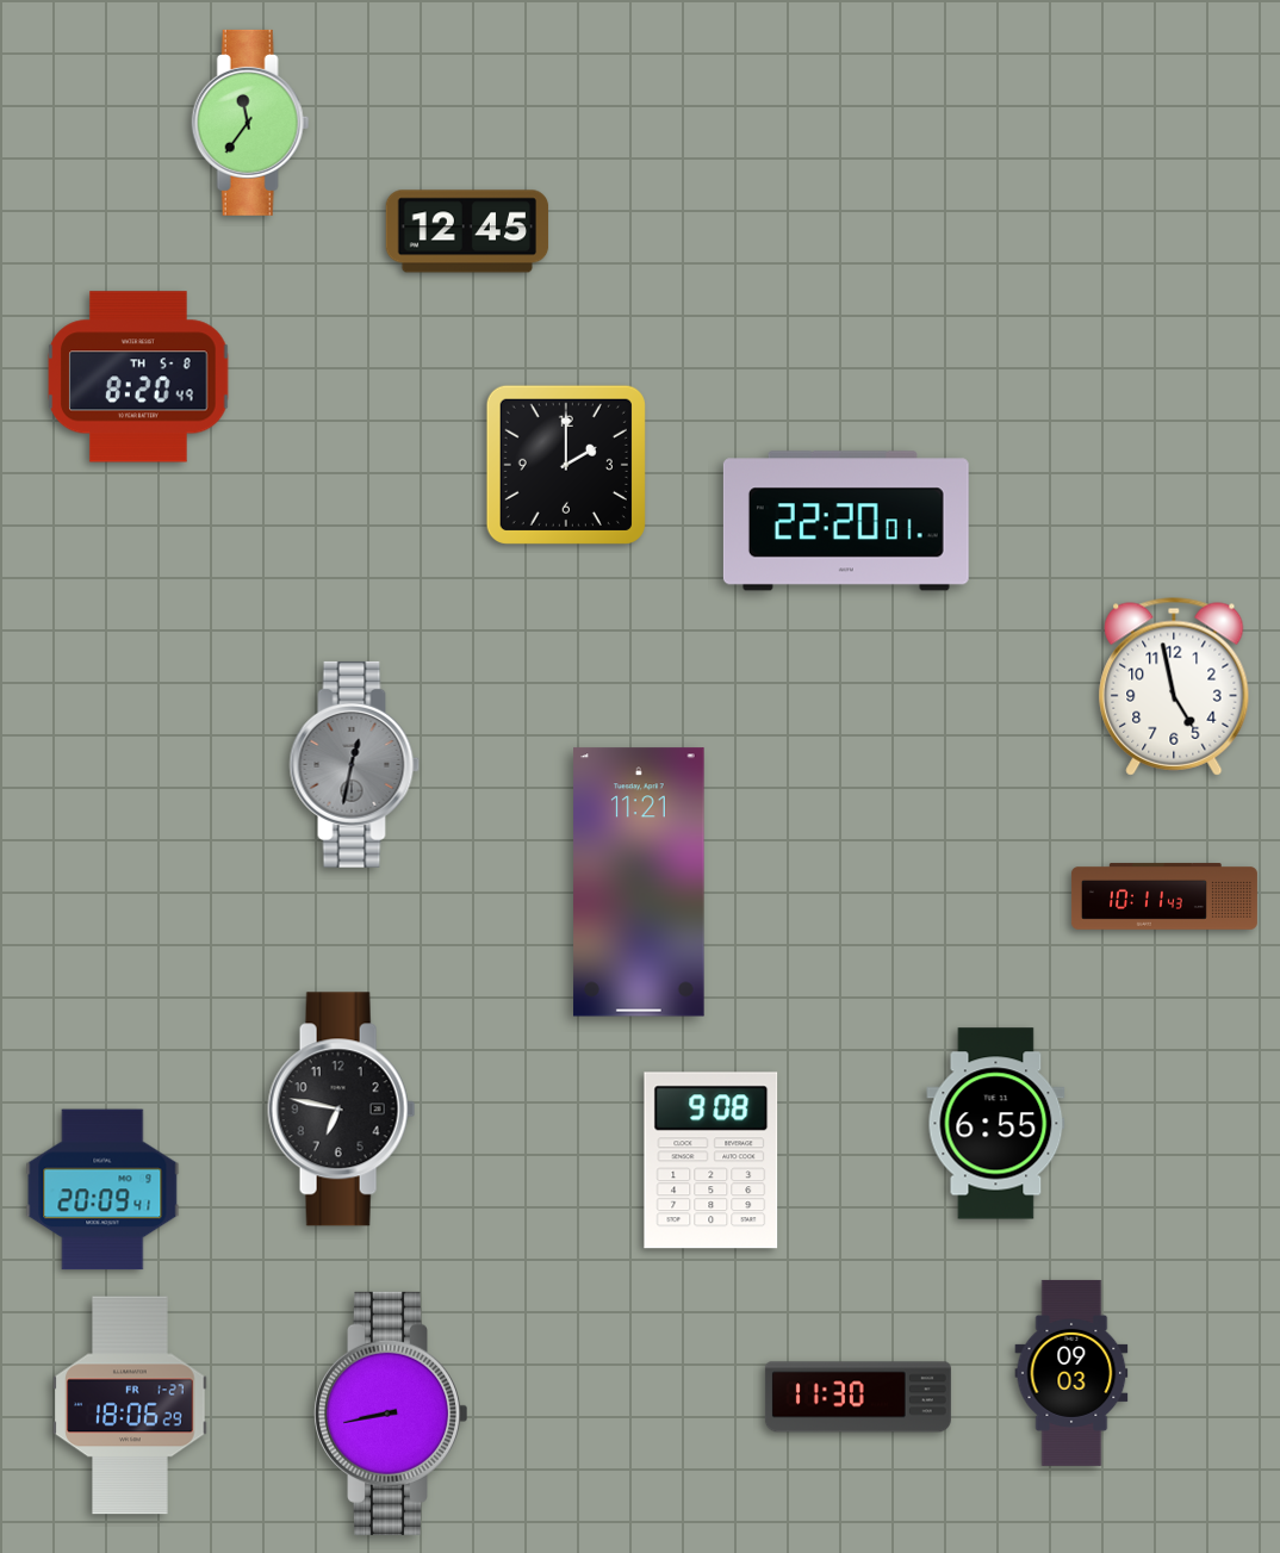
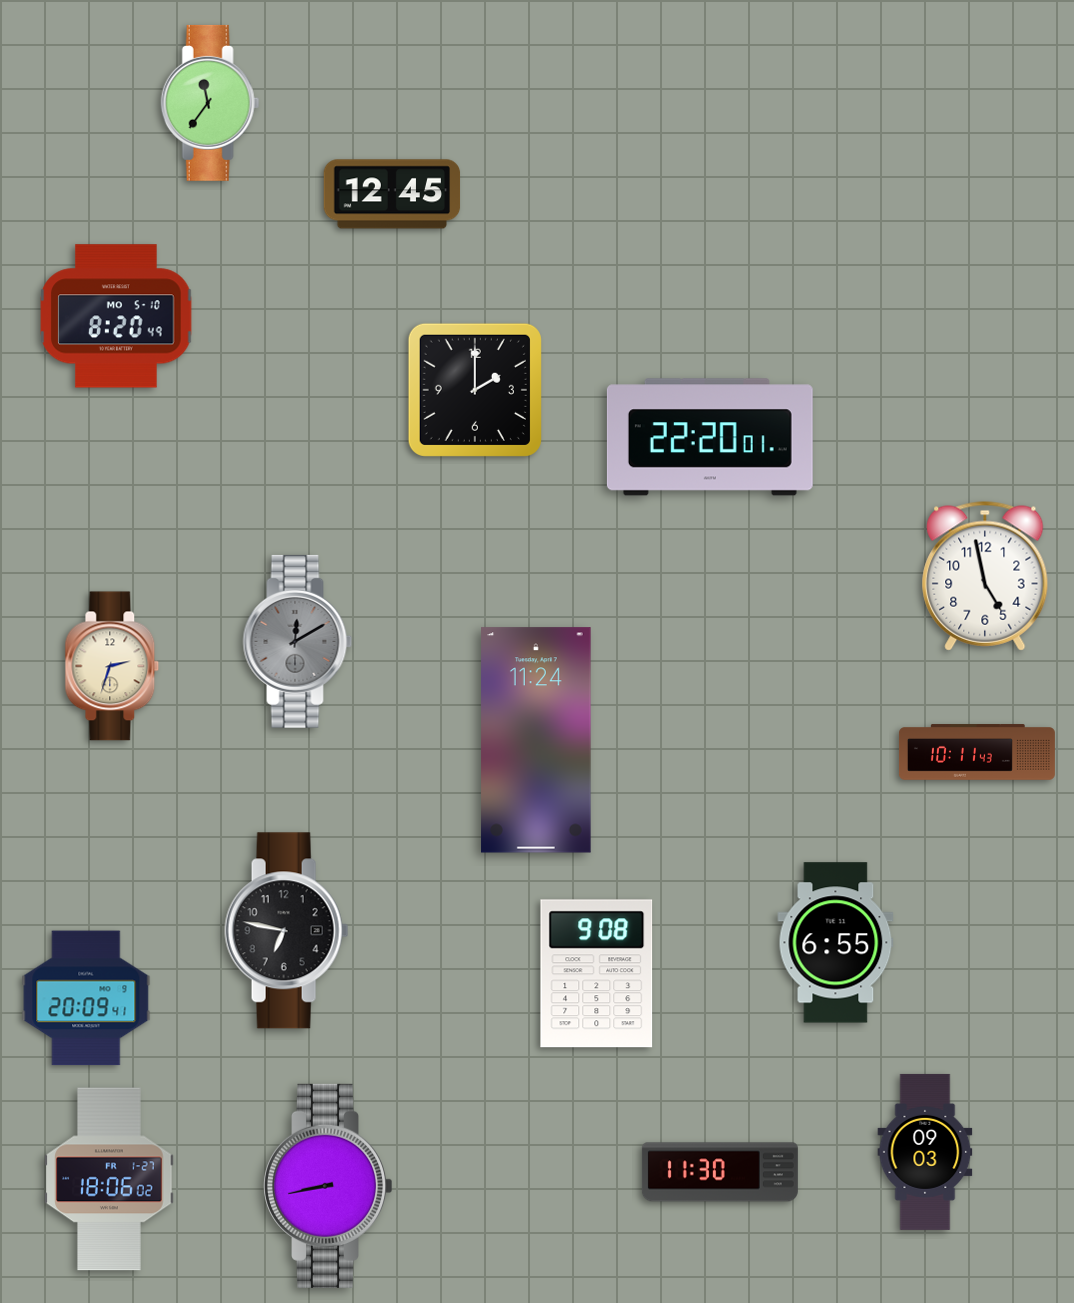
clock at (138, 377) date: TH 5-8 -> MO 5-10
clock at (355, 764): 12:32 -> 12:10
clock at (112, 666): none -> 2:33
clock at (639, 882): 11:21 -> 11:24
clock at (1071, 1373) position: (1071, 1373) -> (925, 1152)
clock at (130, 1405): 18:06:29 -> 18:06:02
